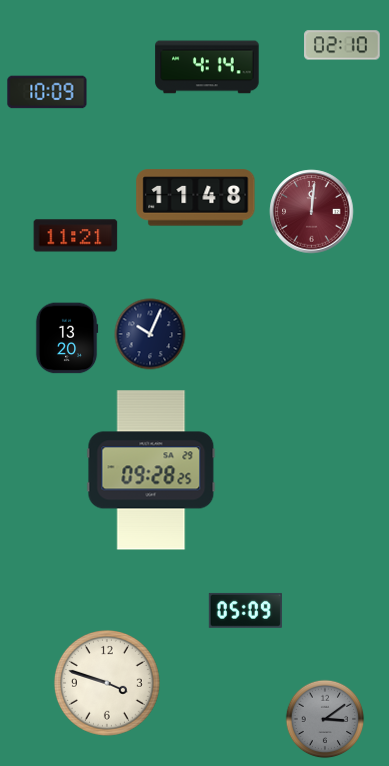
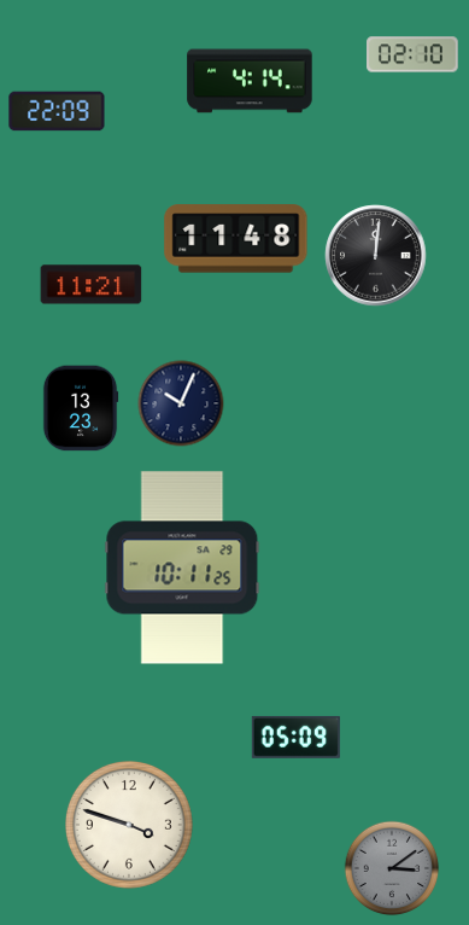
clock at (47, 92): 10:09 -> 22:09
clock at (312, 212) dial: burgundy -> black
clock at (67, 338): 13:20 -> 13:23
clock at (151, 470): 09:28 -> 10:11
